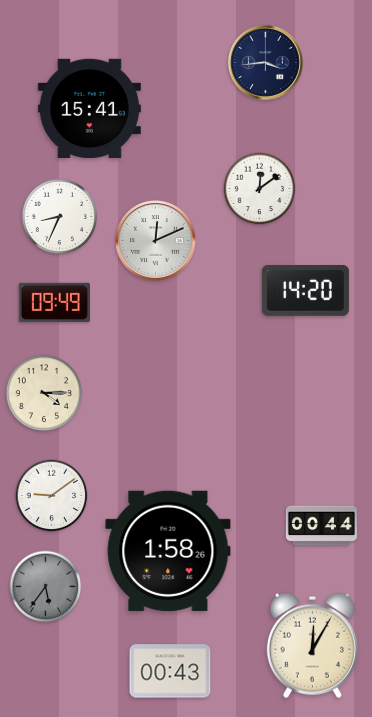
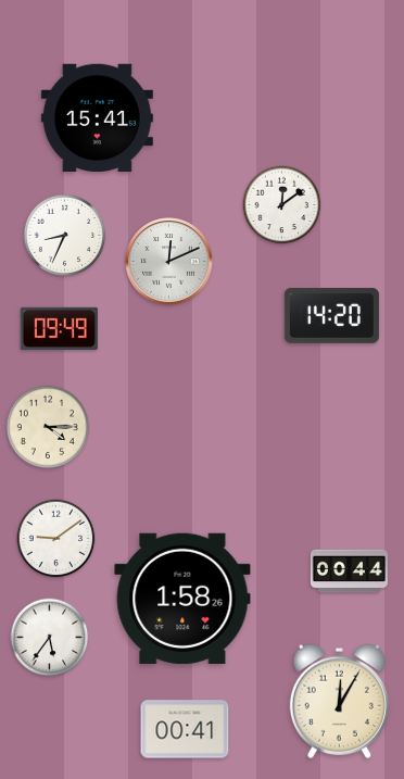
clock at (265, 62): 3:44 -> none
clock at (46, 587) dial: grey -> white
clock at (170, 671): 00:43 -> 00:41
